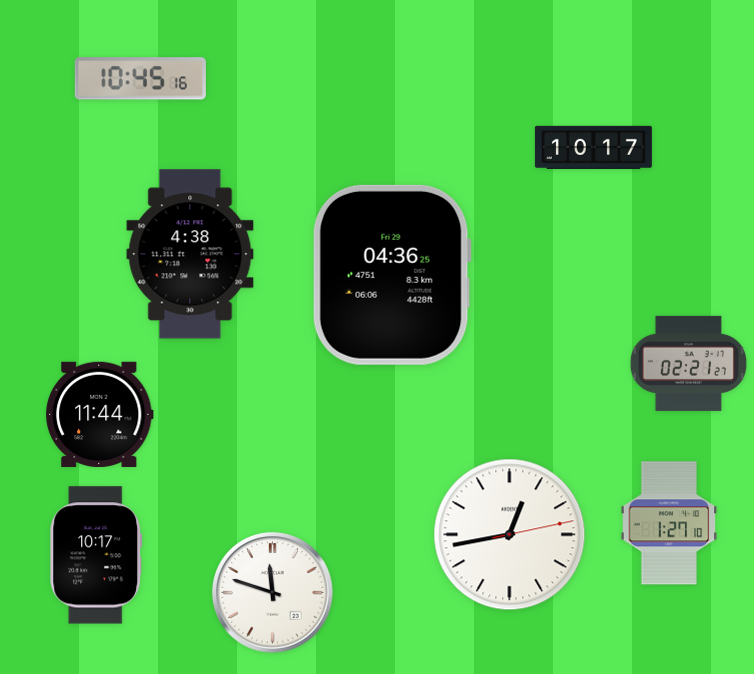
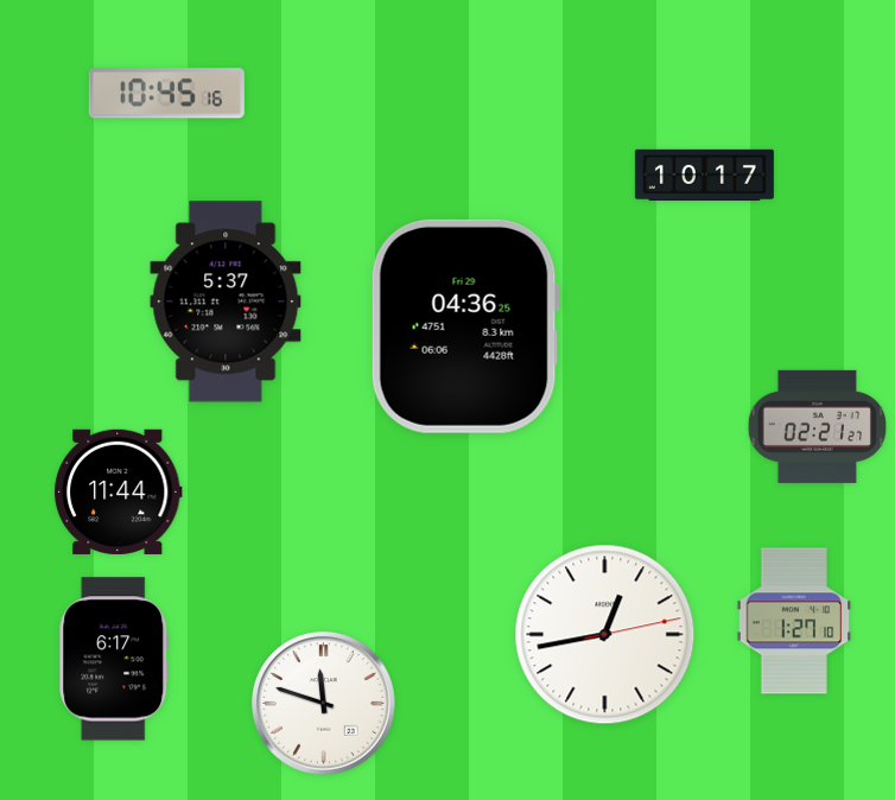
clock at (190, 254): 4:38 -> 5:37
clock at (688, 363) position: (688, 363) -> (817, 426)
clock at (96, 555): 10:17 -> 6:17
